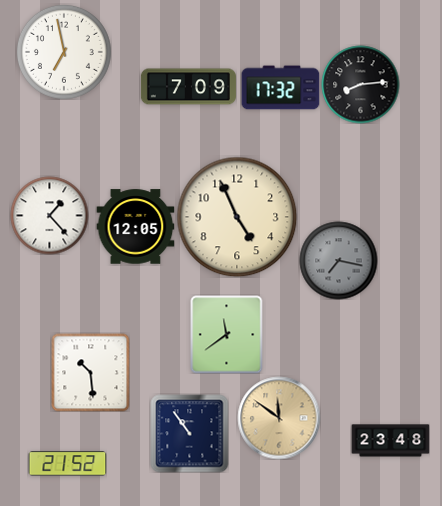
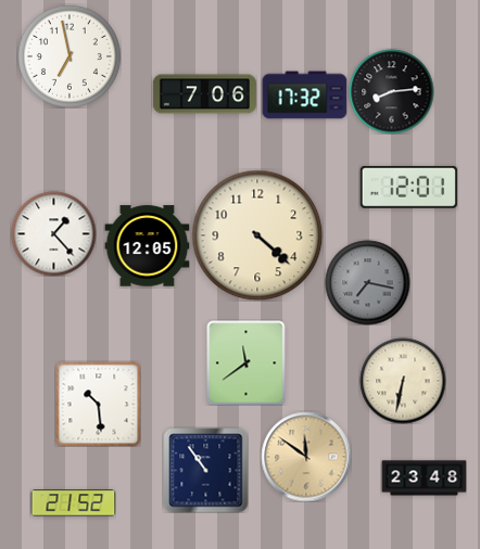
clock at (188, 87): 7:09 -> 7:06
clock at (408, 187): none -> 12:01
clock at (237, 217): 4:56 -> 4:22
clock at (403, 381): none -> 6:32
clock at (279, 418) position: (279, 418) -> (306, 457)
